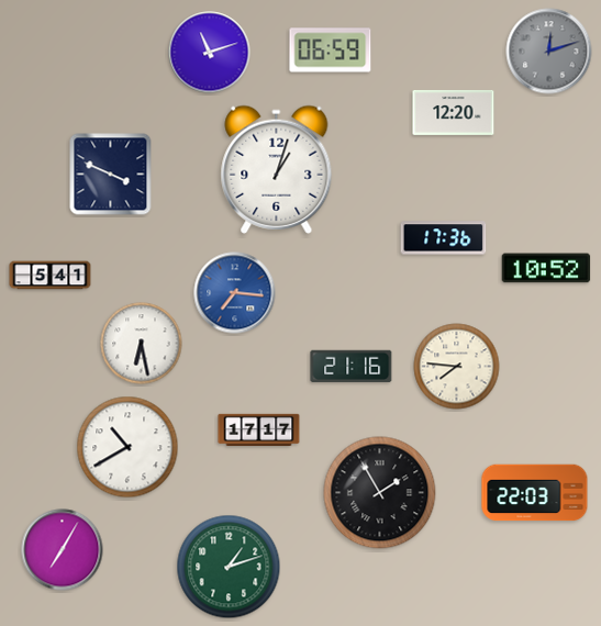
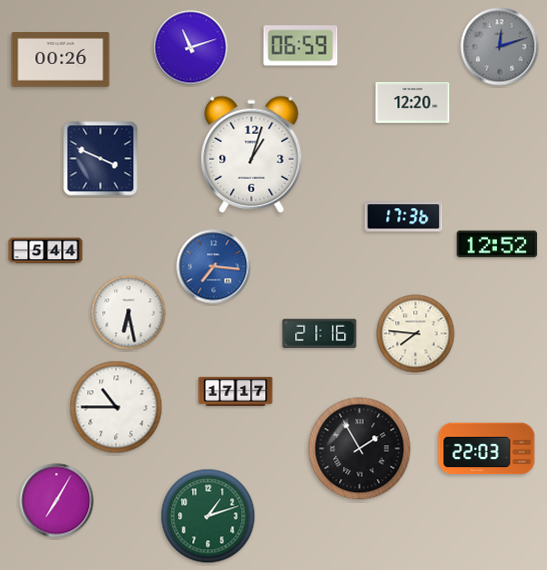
clock at (61, 60): none -> 00:26
clock at (546, 268): 10:52 -> 12:52
clock at (51, 276): 5:41 -> 5:44
clock at (127, 447): 10:40 -> 10:45
clock at (380, 493) position: (380, 493) -> (360, 449)
